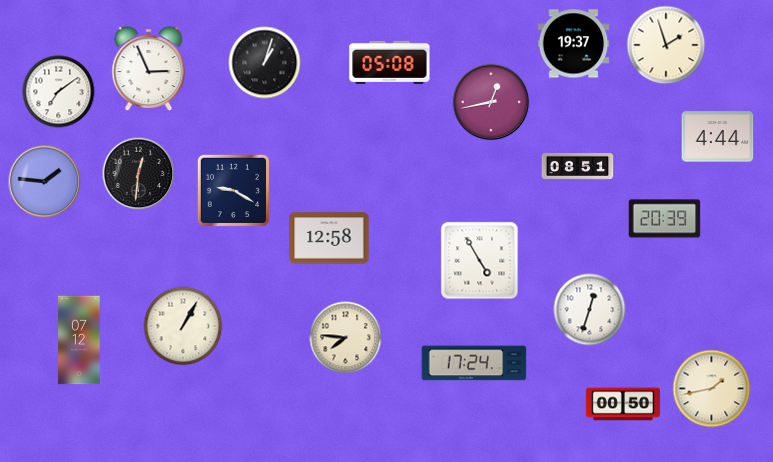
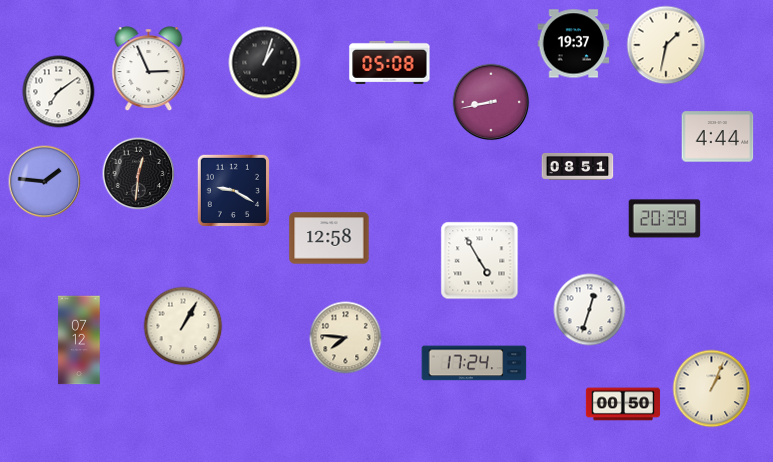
clock at (666, 45): 1:57 -> 1:32
clock at (491, 102): 12:43 -> 8:43
clock at (712, 389): 1:43 -> 1:04
